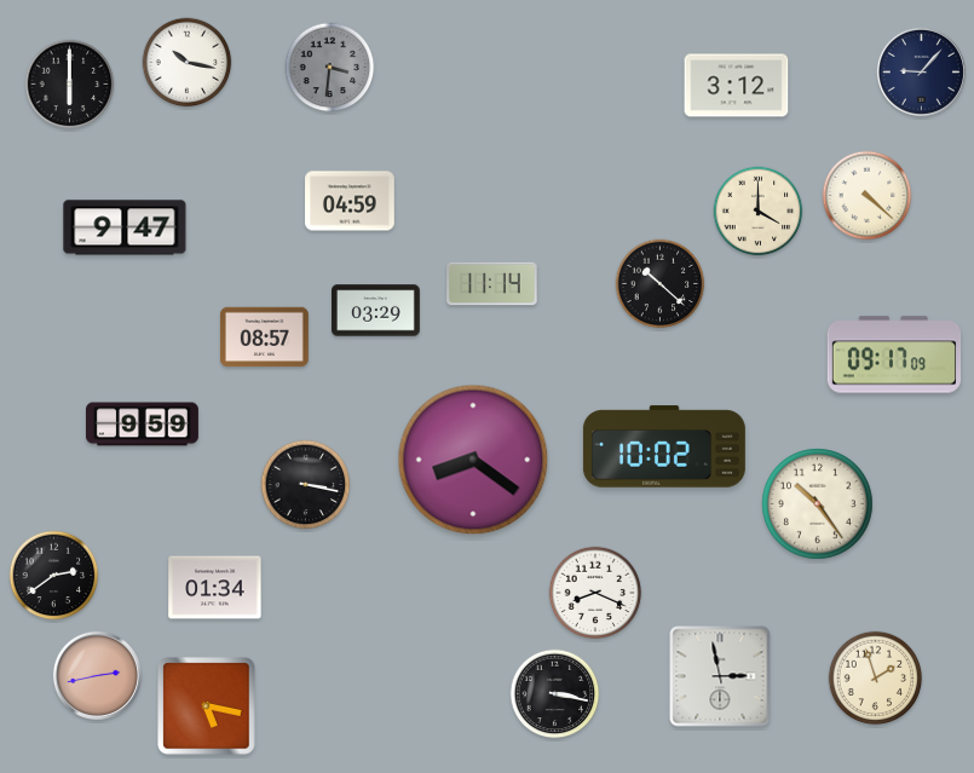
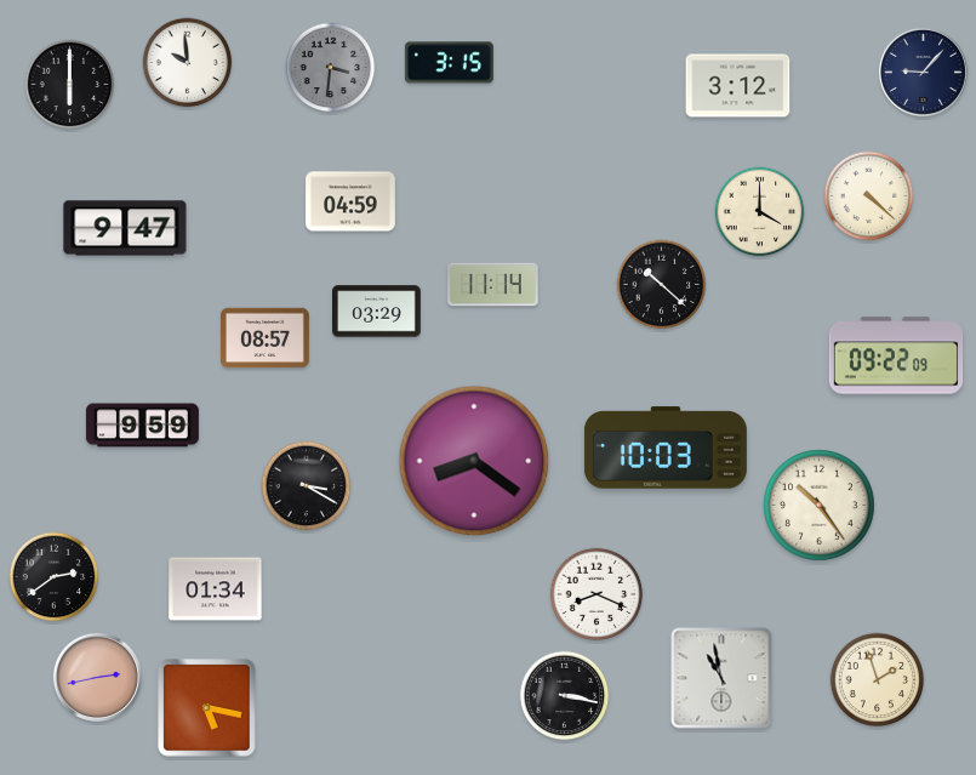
clock at (188, 63): 10:17 -> 9:59
clock at (449, 63): none -> 3:15
clock at (894, 354): 09:17 -> 09:22
clock at (664, 446): 10:02 -> 10:03
clock at (306, 485): 3:17 -> 3:20
clock at (720, 676): 2:58 -> 10:58
clock at (555, 694) position: (555, 694) -> (565, 696)
